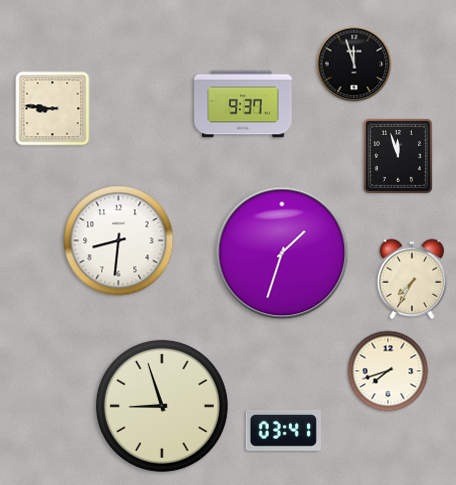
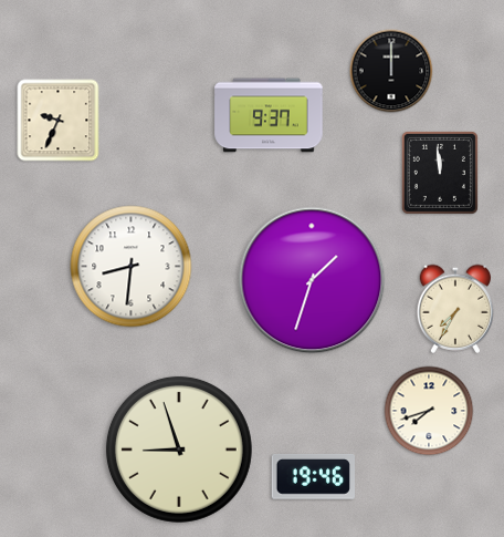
clock at (354, 64): 11:57 -> 12:00
clock at (53, 109): 8:46 -> 9:34
clock at (398, 156): 11:57 -> 11:59
clock at (283, 431): 03:41 -> 19:46
